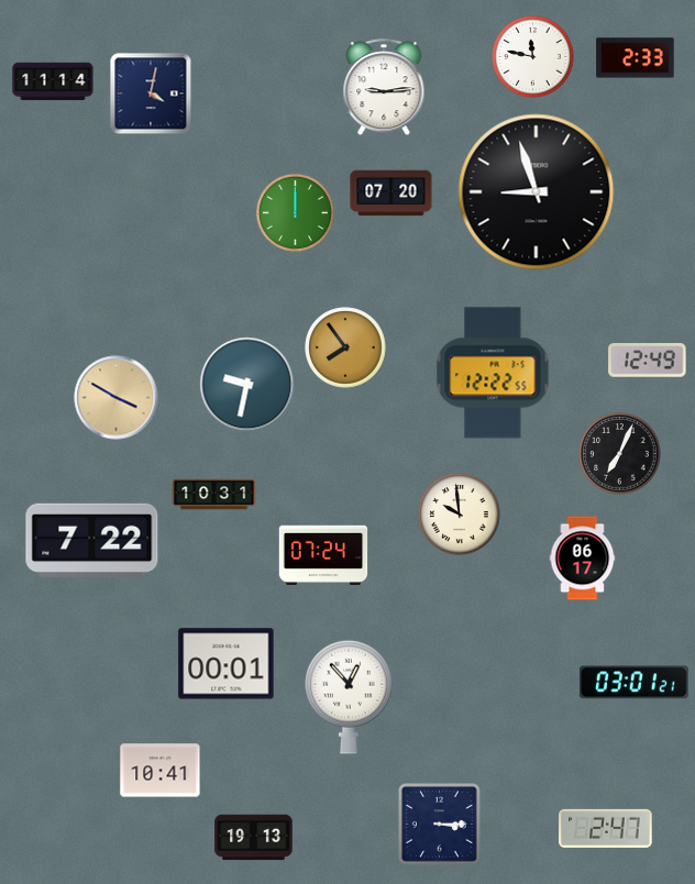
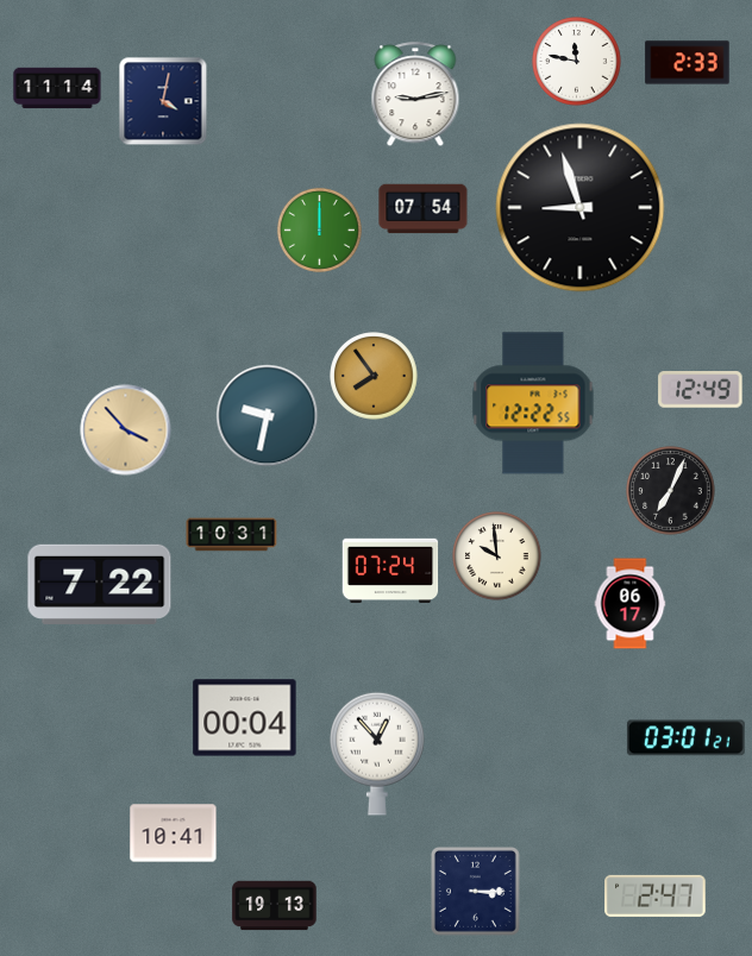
clock at (384, 88): 9:14 -> 9:13
clock at (391, 194): 07:20 -> 07:54
clock at (117, 398): 3:50 -> 3:53
clock at (323, 554) position: (323, 554) -> (390, 570)
clock at (227, 664): 00:01 -> 00:04
